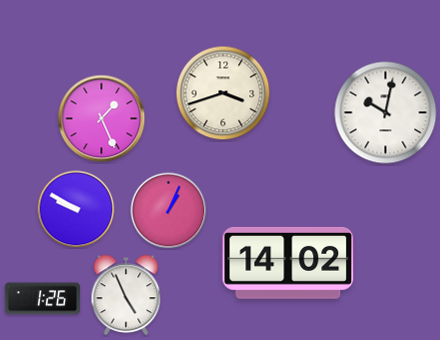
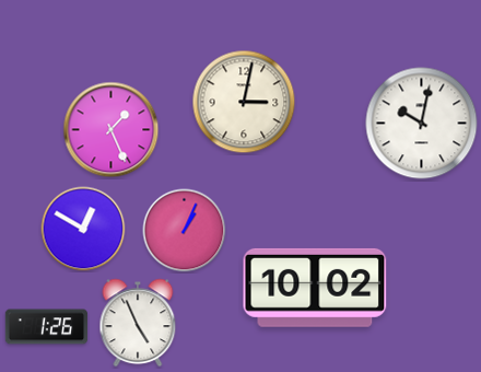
clock at (223, 93): 3:42 -> 3:02
clock at (76, 209): 9:50 -> 12:50
clock at (288, 263): 14:02 -> 10:02
